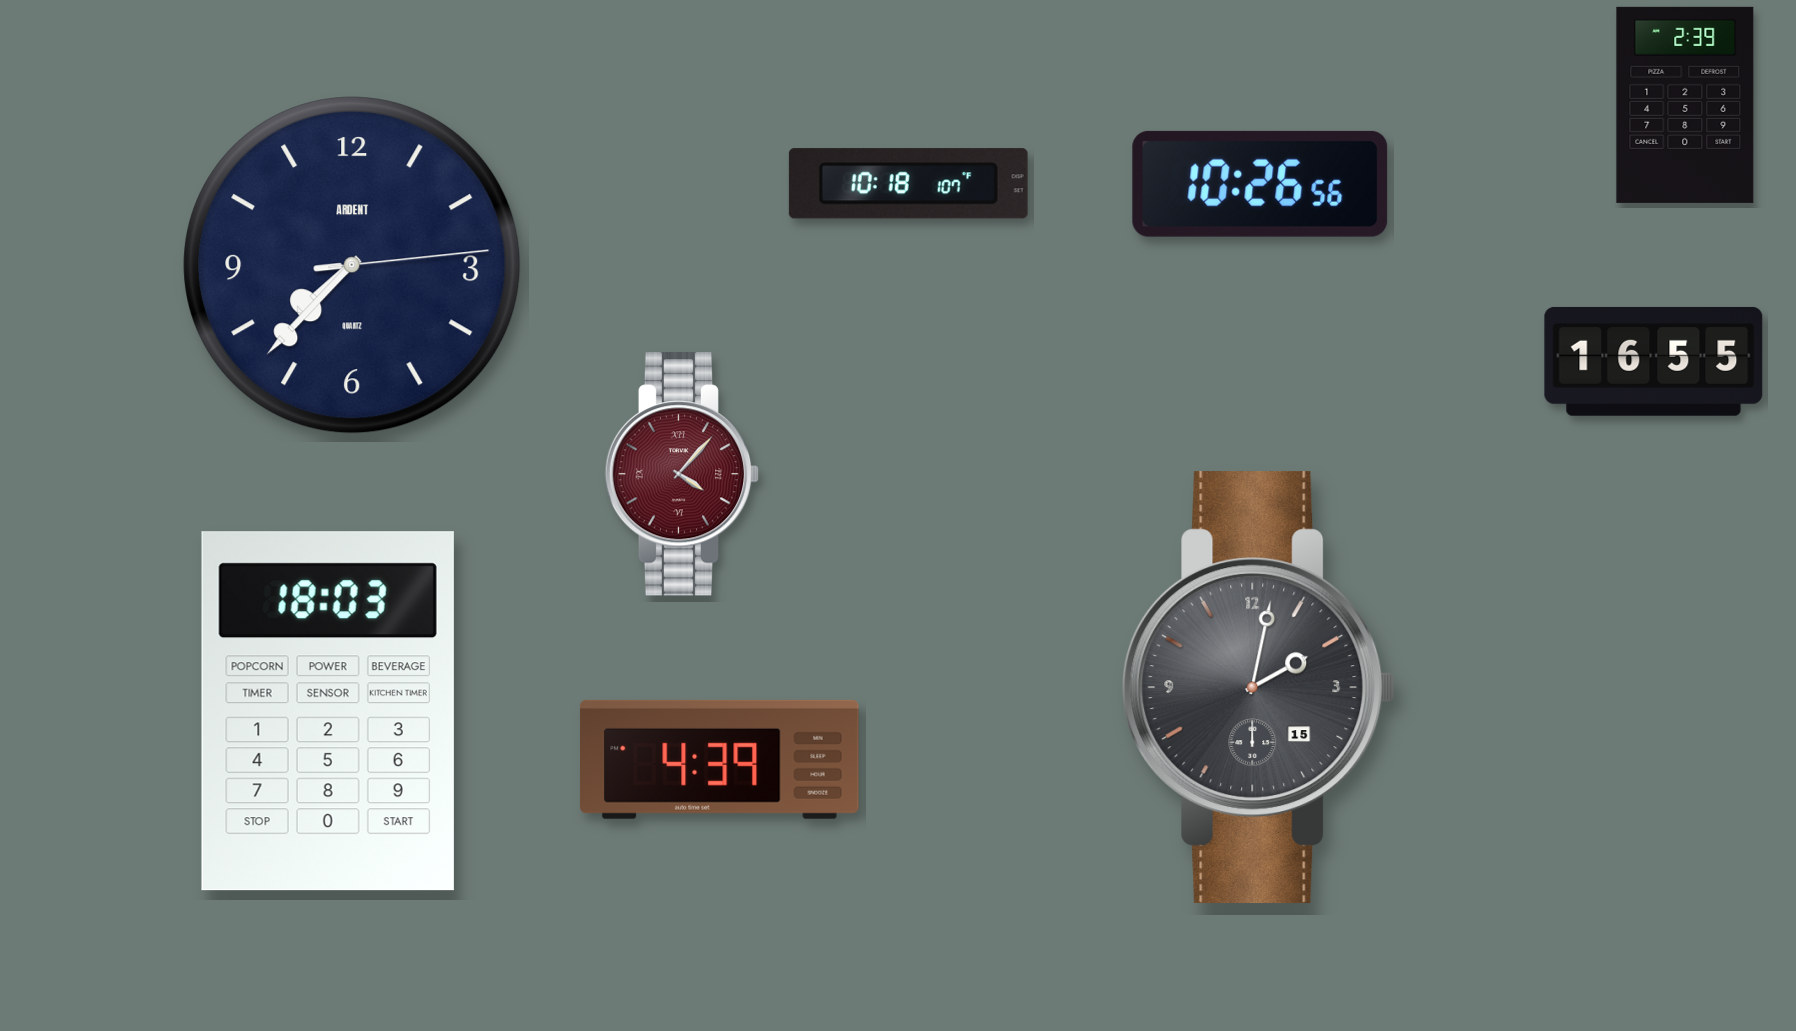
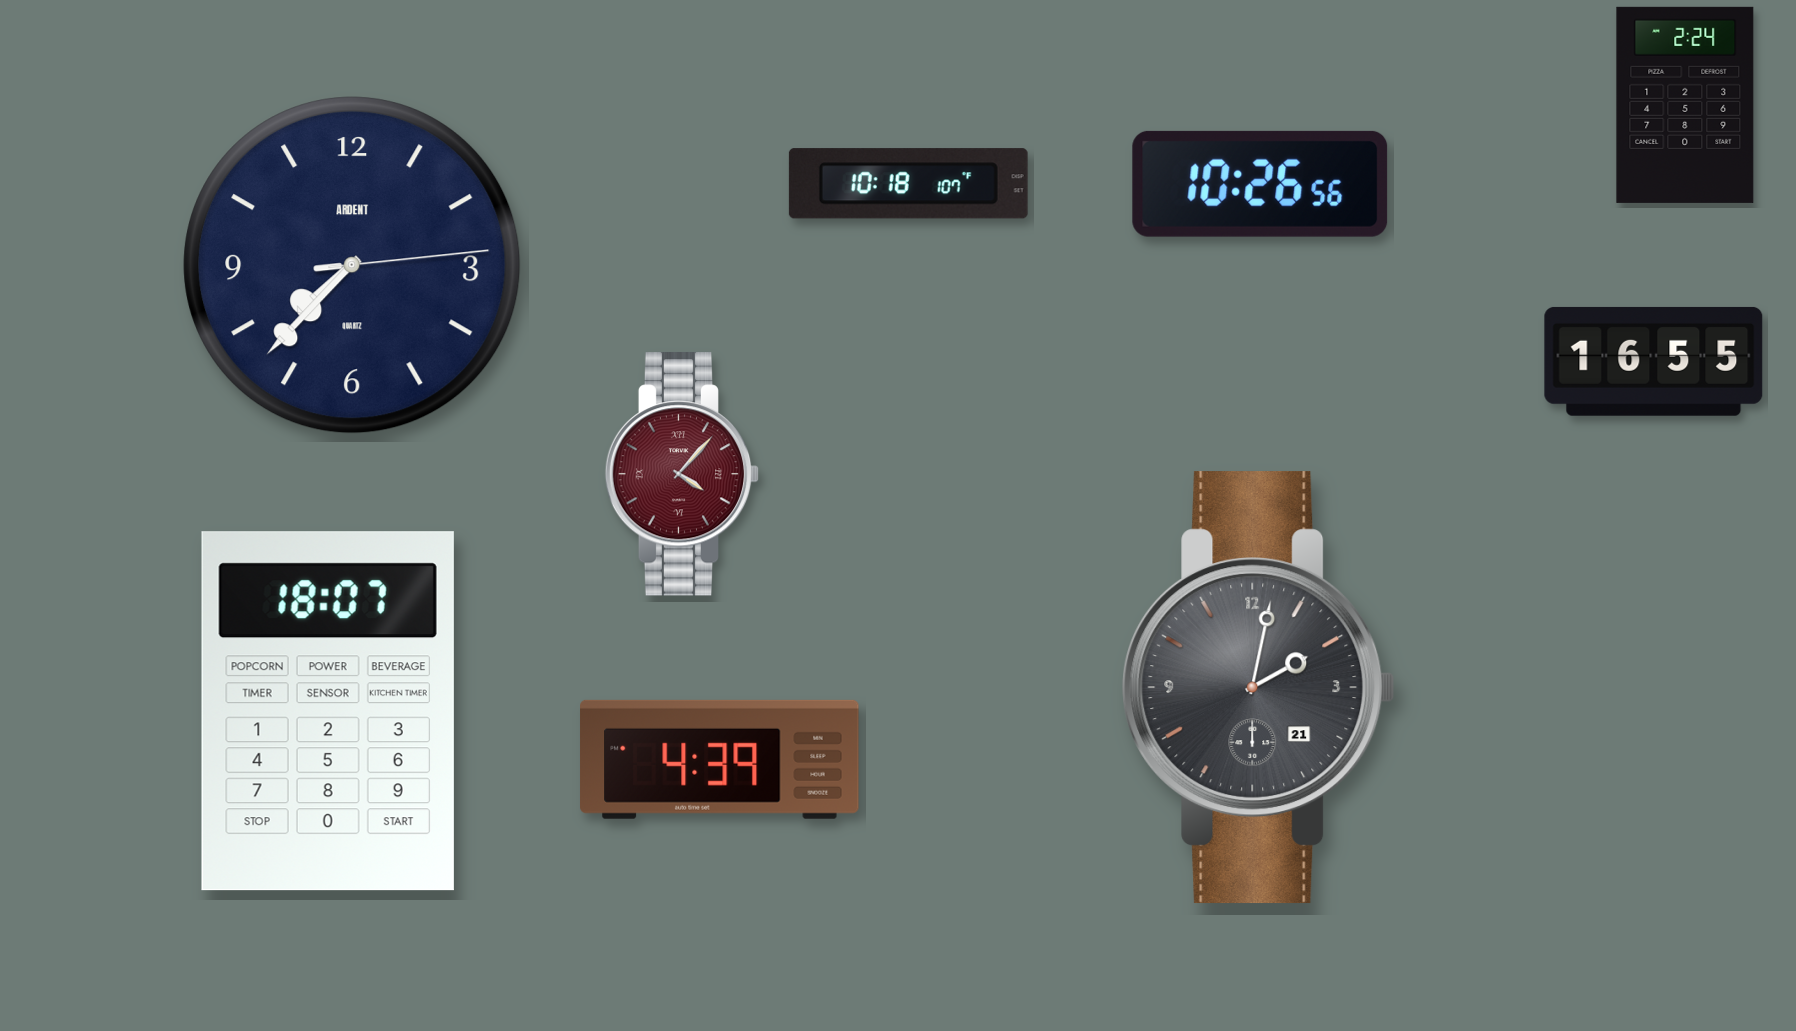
clock at (1685, 105): 2:39 -> 2:24
clock at (1259, 688) date: 15 -> 21
clock at (328, 711): 18:03 -> 18:07
